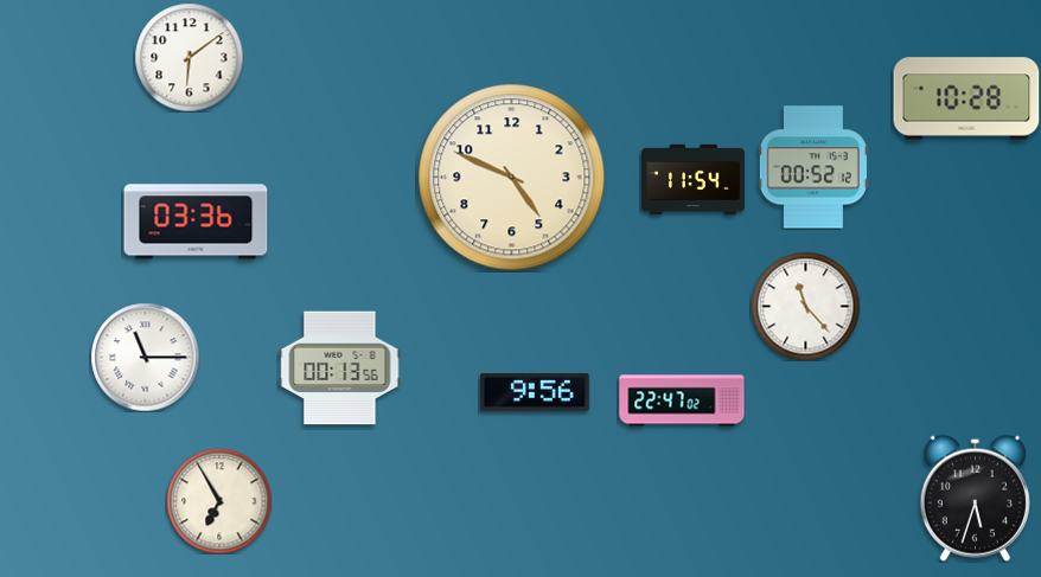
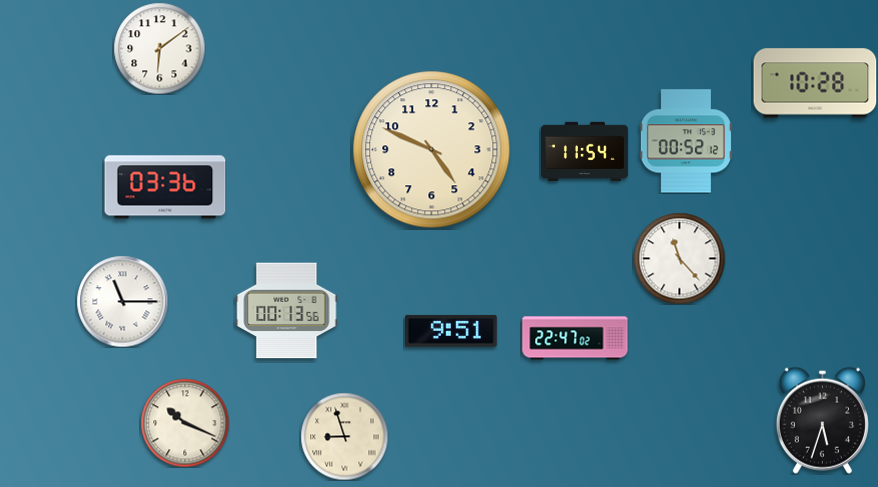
clock at (536, 392): 9:56 -> 9:51
clock at (219, 501): 6:55 -> 10:19
clock at (344, 436): none -> 8:57
